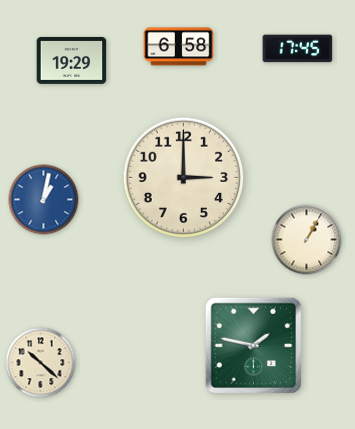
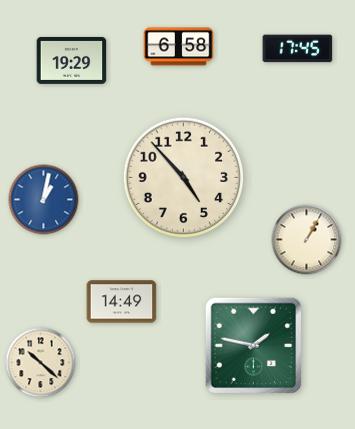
clock at (184, 178): 3:00 -> 4:53
clock at (122, 302): none -> 14:49
